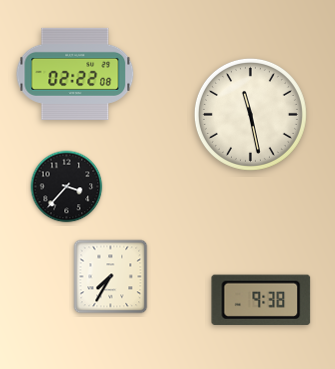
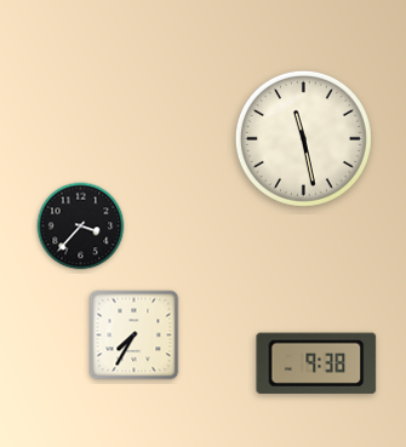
clock at (75, 74): 02:22 -> none
